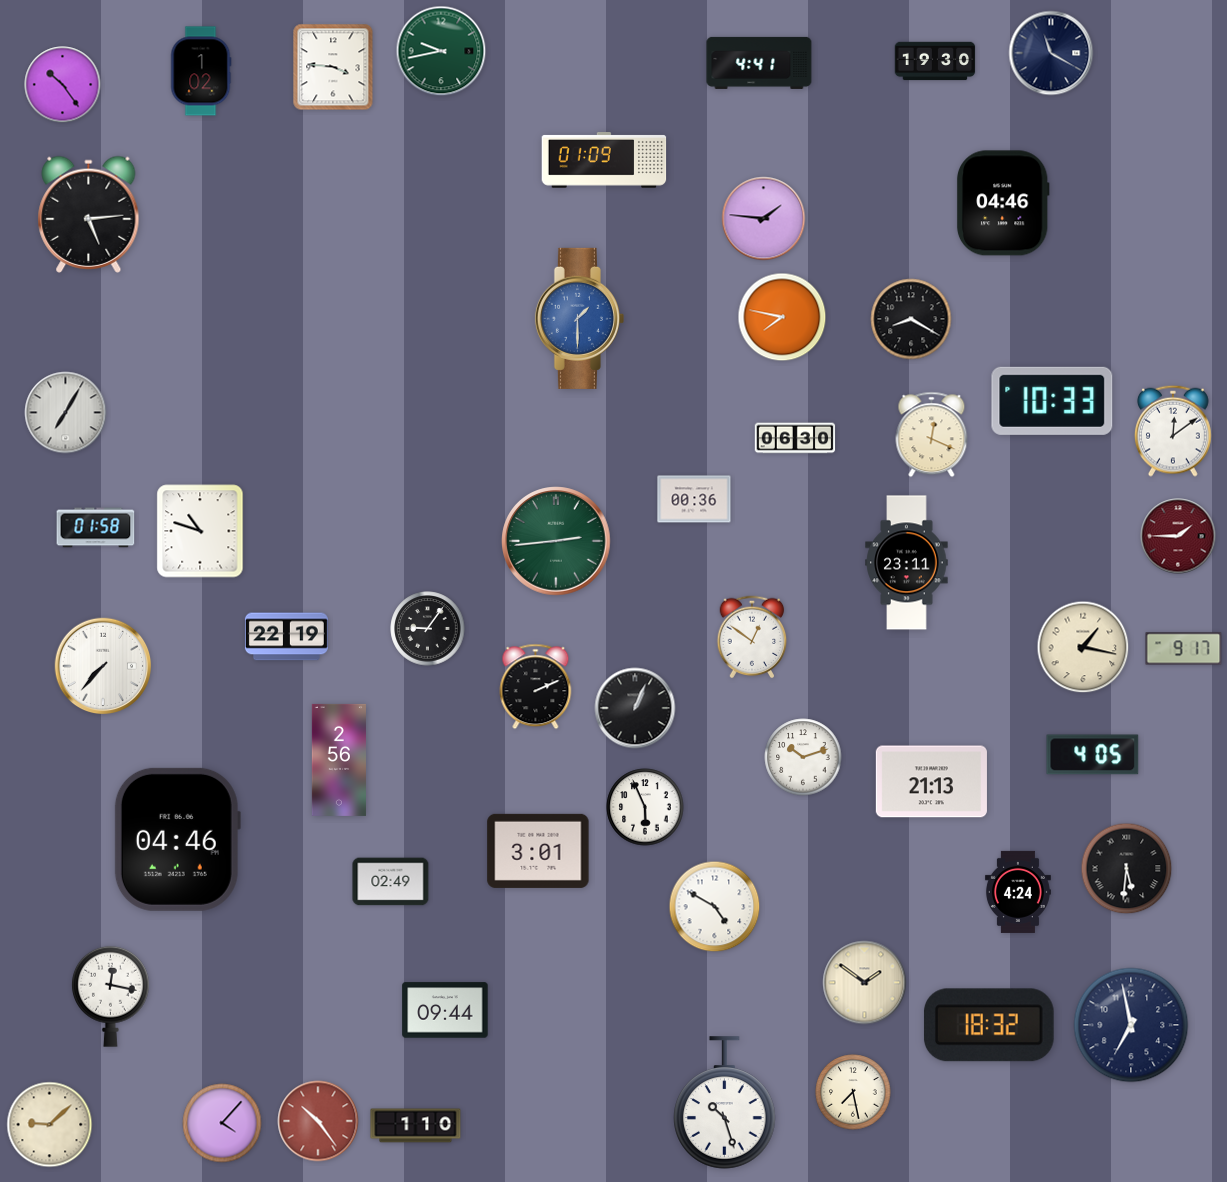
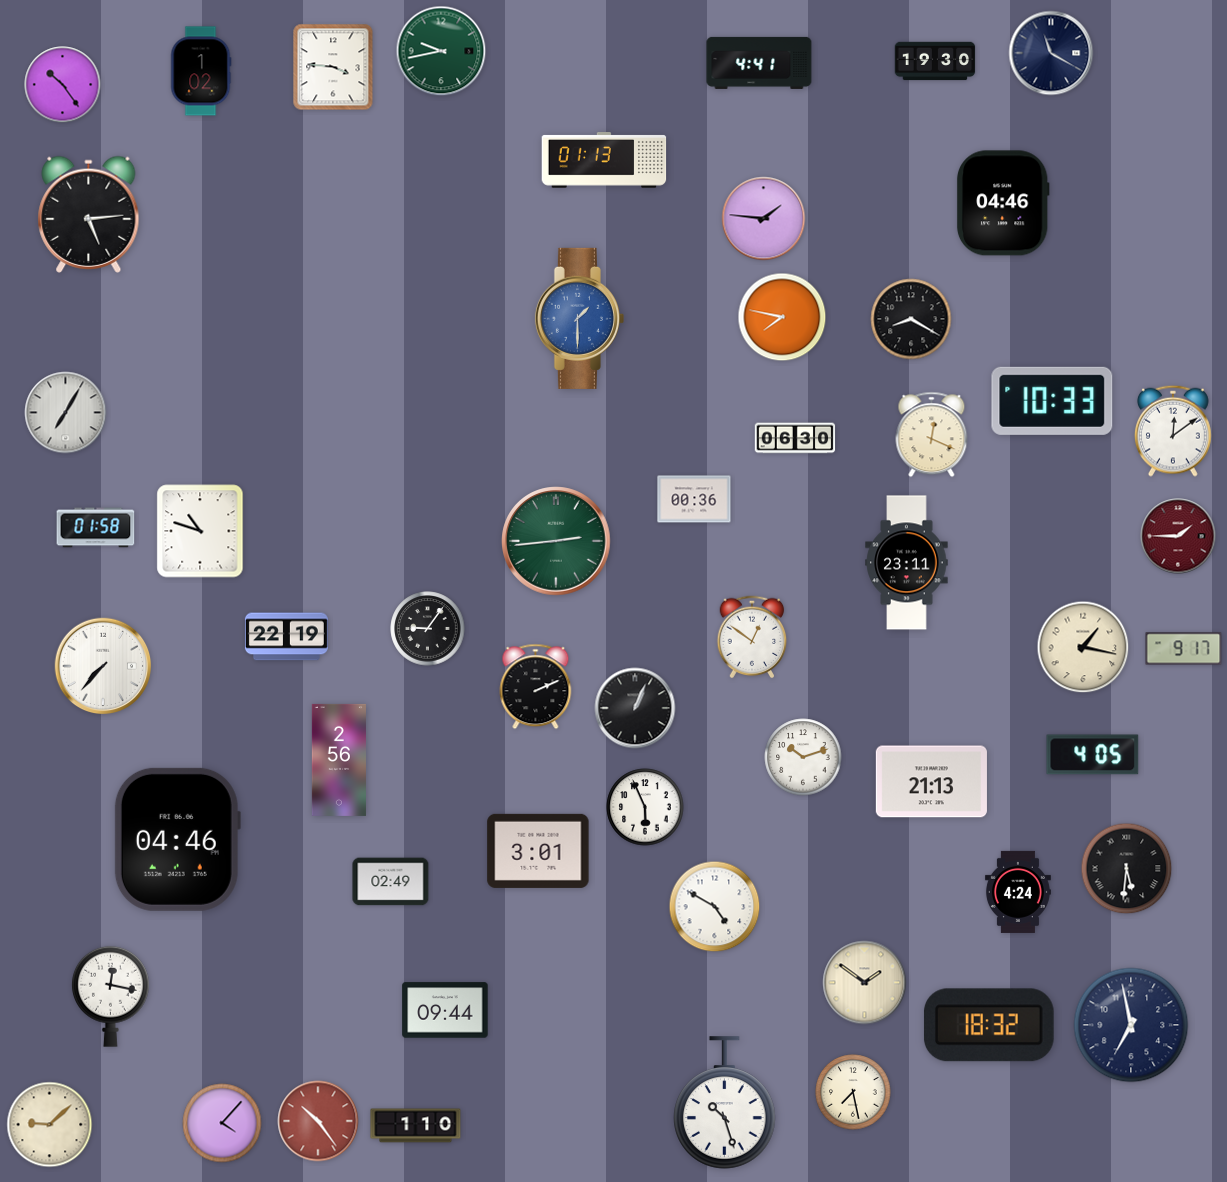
clock at (604, 161): 01:09 -> 01:13
